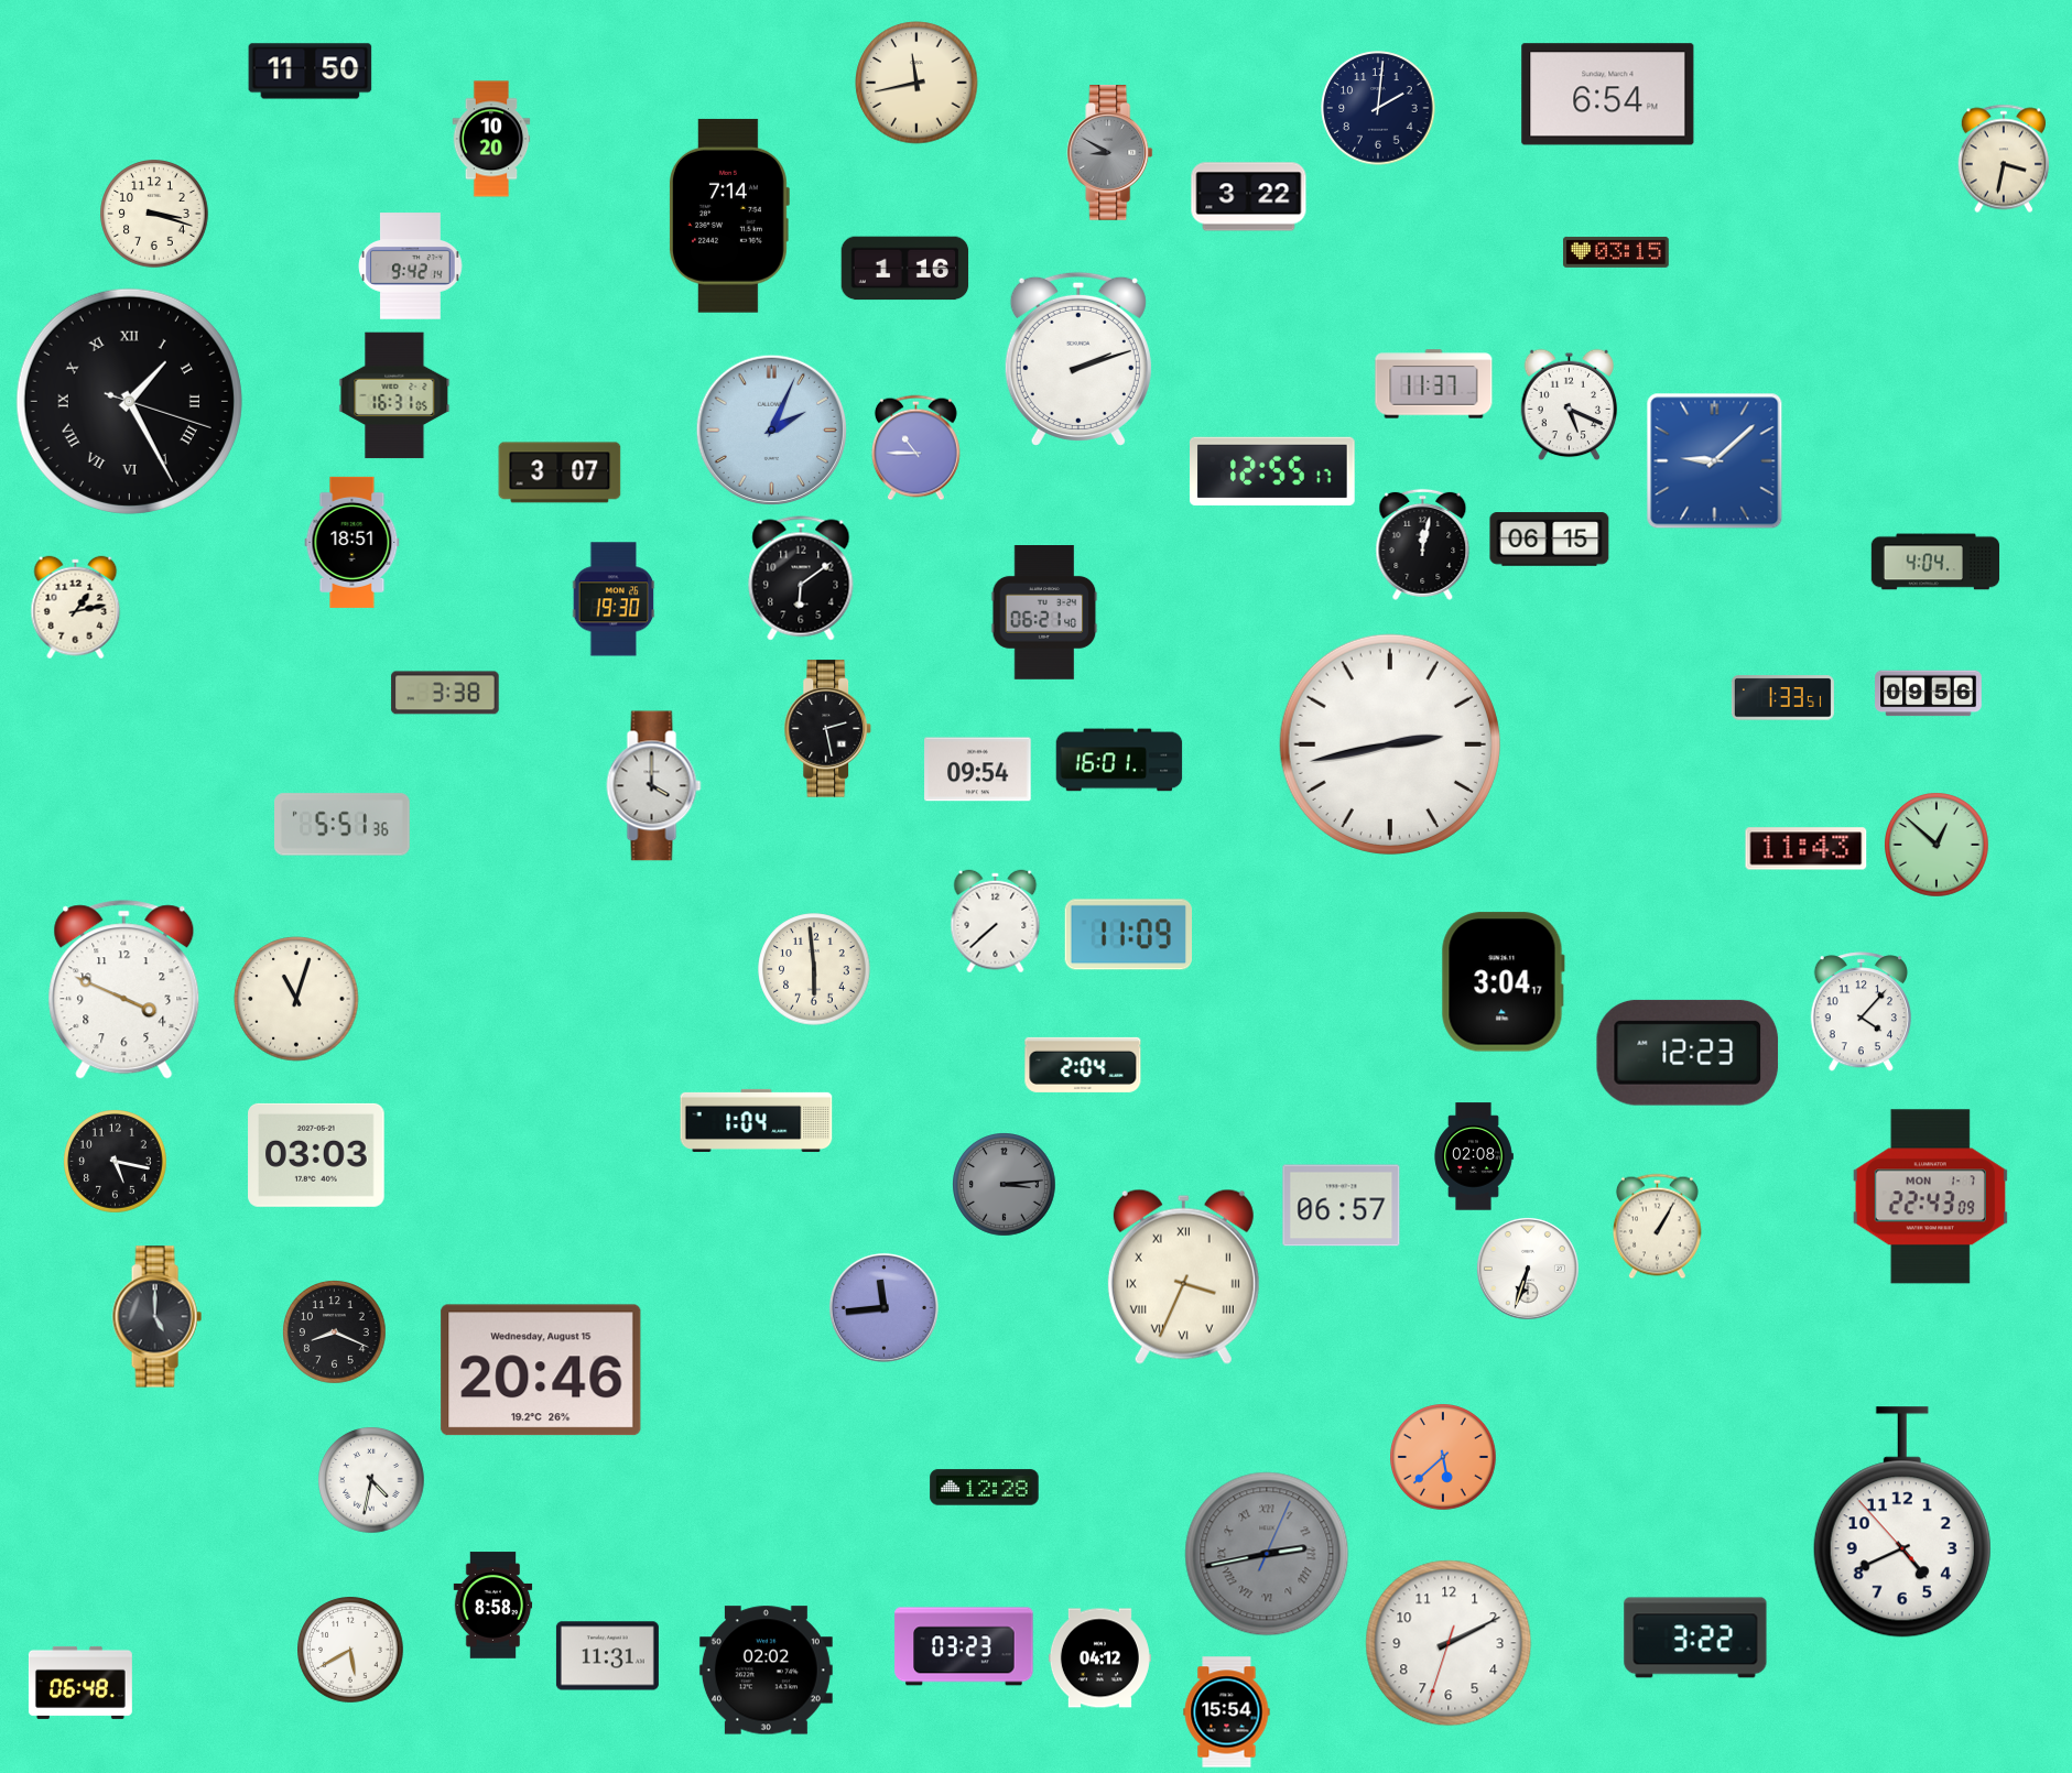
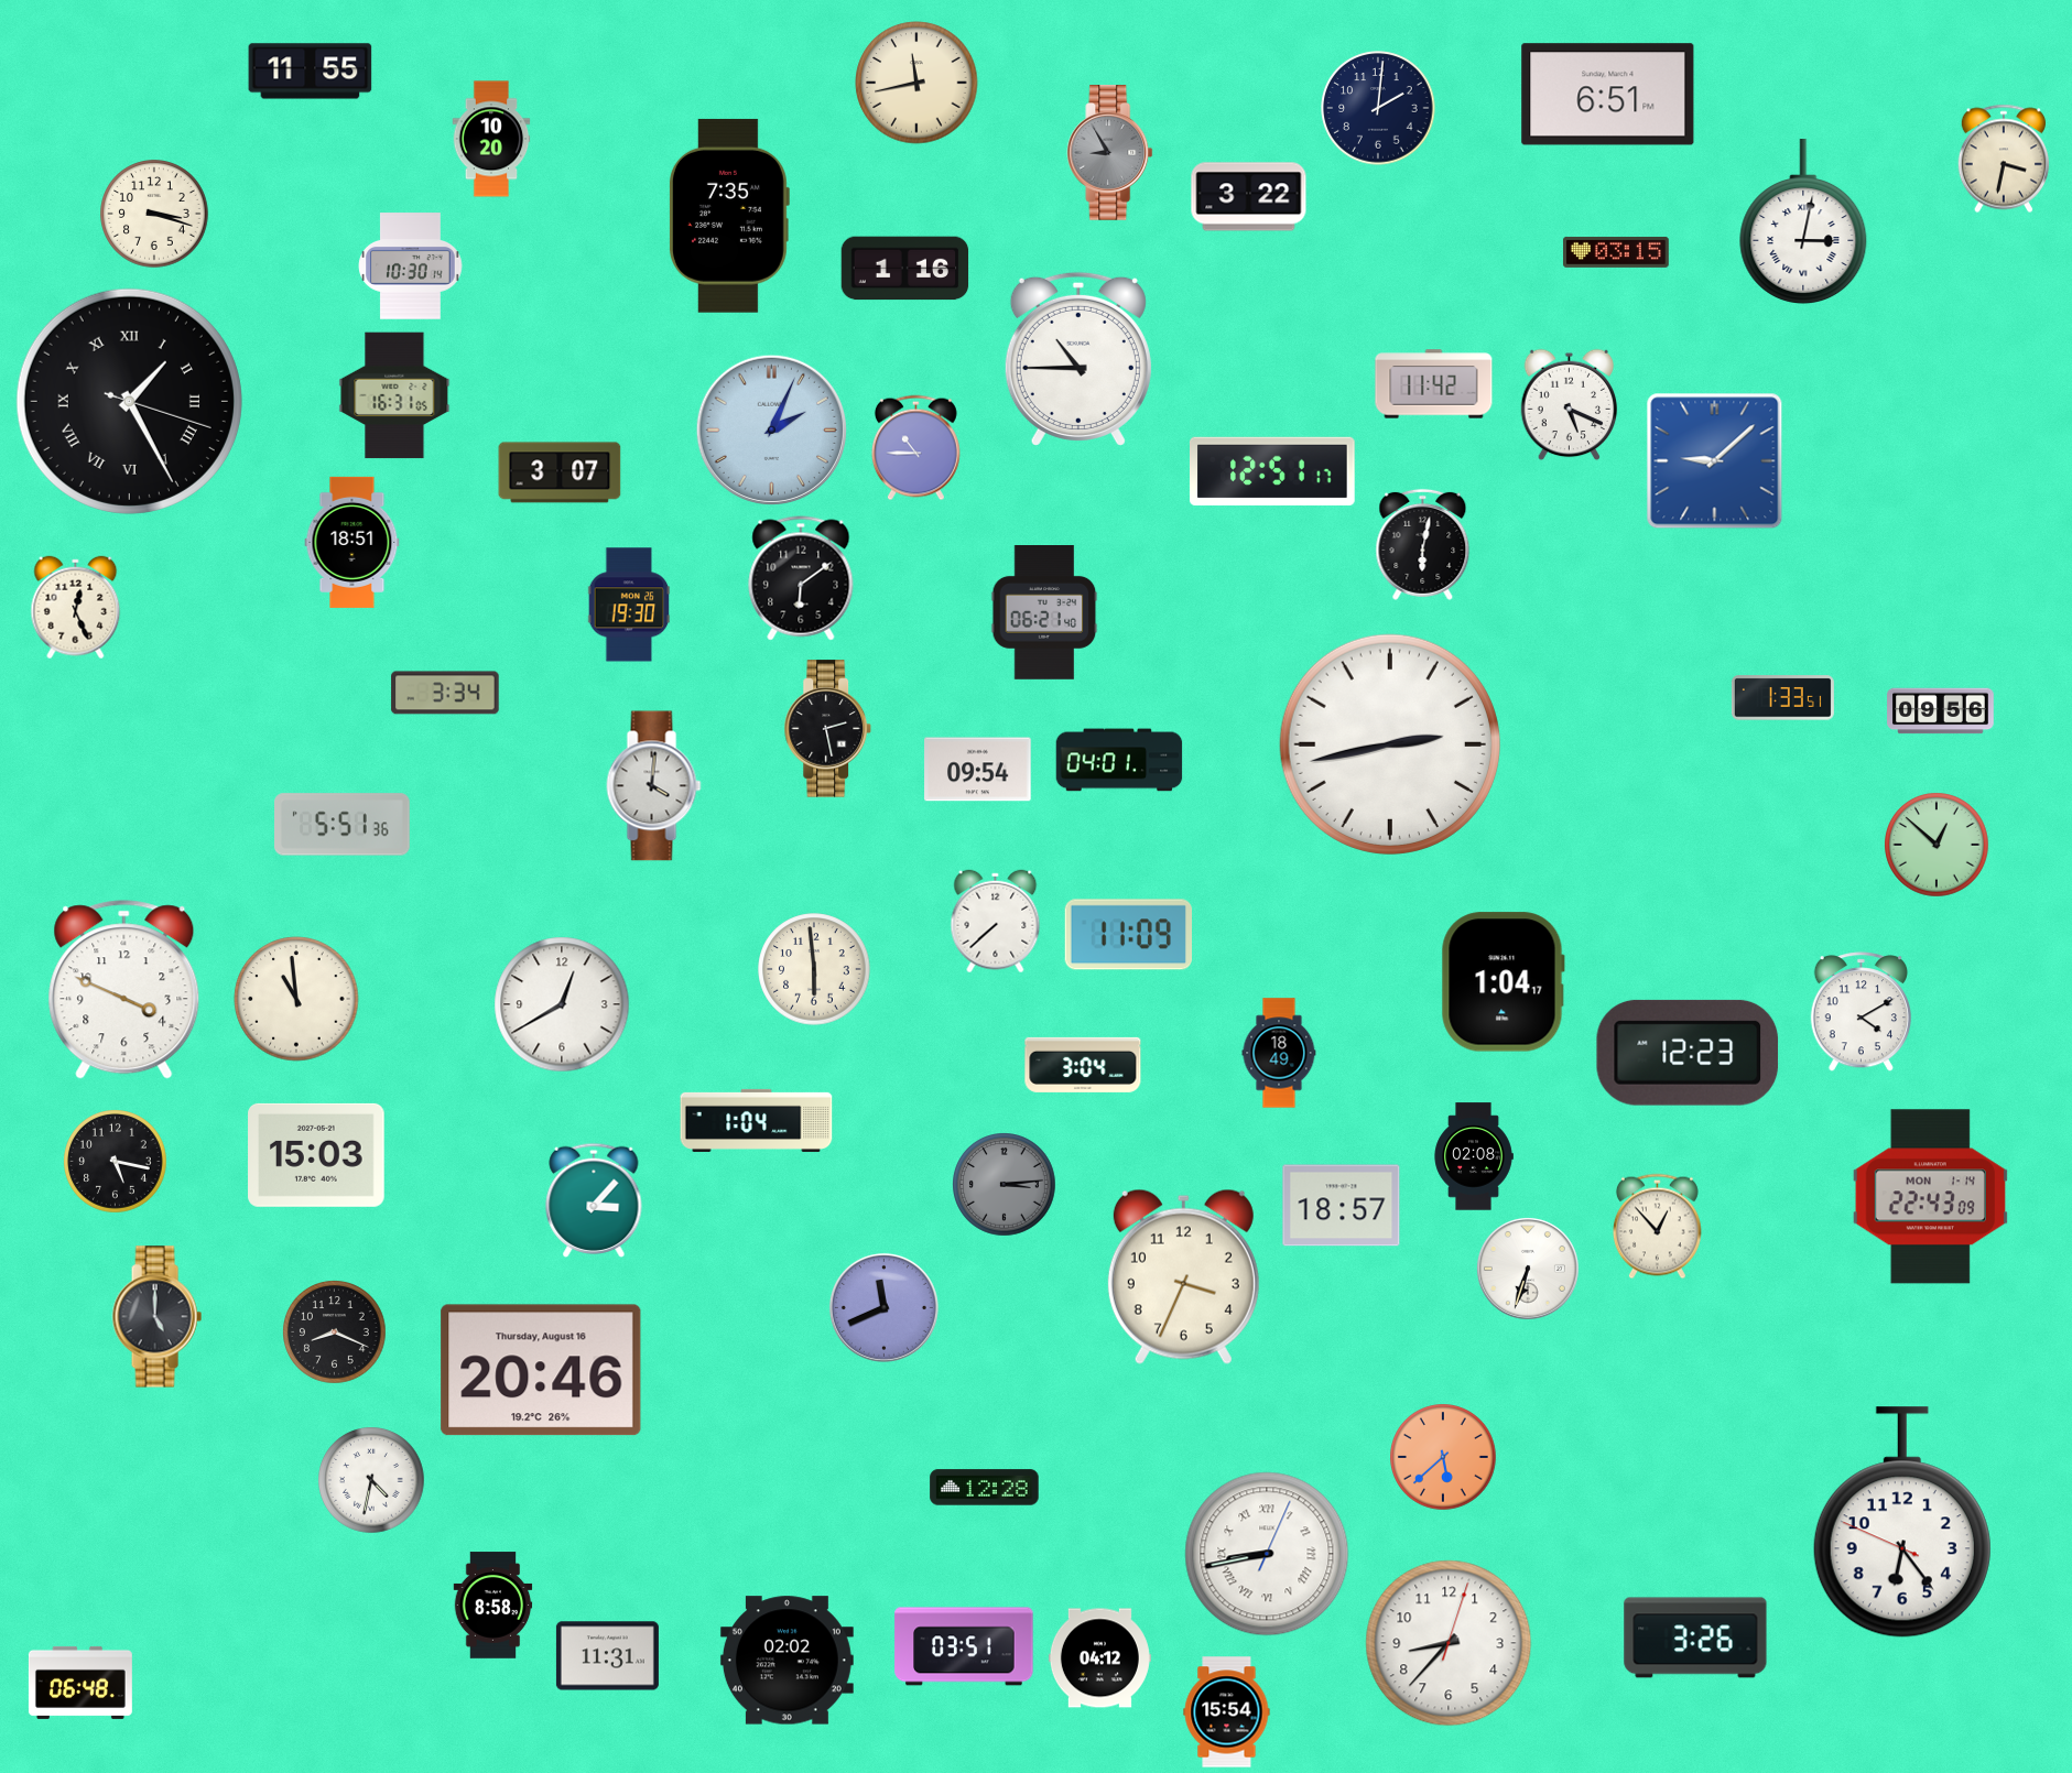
clock at (311, 72): 11:50 -> 11:55
clock at (1608, 95): 6:54 -> 6:51
clock at (1110, 153): 8:50 -> 8:55
clock at (728, 216): 7:14 -> 7:35
clock at (1803, 221): none -> 3:02
clock at (411, 267): 9:42 -> 10:30
clock at (1078, 359): 2:12 -> 10:45
clock at (1434, 384): 11:37 -> 11:42
clock at (1273, 471): 12:55 -> 12:51
clock at (1550, 540): 06:15 -> none
clock at (1423, 544): 12:02 -> 6:02
clock at (1935, 562): 4:04 -> none
clock at (614, 599) position: (614, 599) -> (629, 605)
clock at (76, 608): 1:13 -> 12:26
clock at (445, 693): 3:38 -> 3:34
clock at (1929, 694) position: (1929, 694) -> (1941, 711)
clock at (1119, 760): 16:01 -> 04:01
clock at (654, 786): 4:00 -> 4:01
clock at (1807, 849): 11:43 -> none
clock at (1503, 982): 3:04 -> 1:04
clock at (296, 999): 11:03 -> 10:59
clock at (562, 1004): none -> 12:40
clock at (1861, 1012): 4:07 -> 4:10
clock at (1279, 1053): none -> 18:49
clock at (1083, 1065): 2:04 -> 3:04
clock at (316, 1155): 03:03 -> 15:03
clock at (1930, 1197) date: MON 1-7 -> MON 1-14
clock at (594, 1199): none -> 3:07
clock at (1342, 1206): 06:57 -> 18:57
clock at (1657, 1227): 1:05 -> 12:53
clock at (1183, 1276) numerals: Roman -> Arabic
clock at (883, 1307): 11:44 -> 11:41
clock at (541, 1370) date: Wednesday, August 15 -> Thursday, August 16
clock at (1902, 1522): 4:40 -> 6:23
clock at (1267, 1554): 2:43 -> 8:43
clock at (1267, 1554) dial: grey -> white
clock at (1695, 1638): 3:22 -> 3:26
clock at (1449, 1643): 2:10 -> 8:37
clock at (964, 1646): 03:23 -> 03:51
clock at (350, 1650): 5:40 -> none
clock at (766, 1671) position: (766, 1671) -> (787, 1661)
